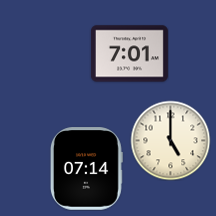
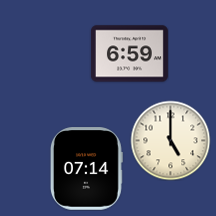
clock at (129, 54): 7:01 -> 6:59
